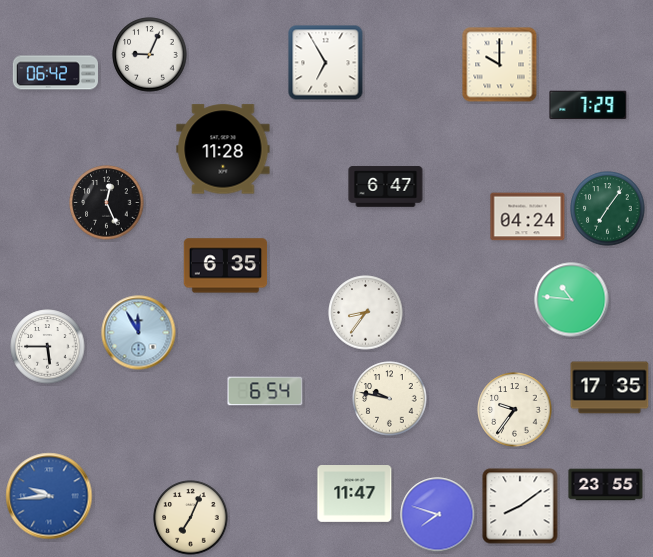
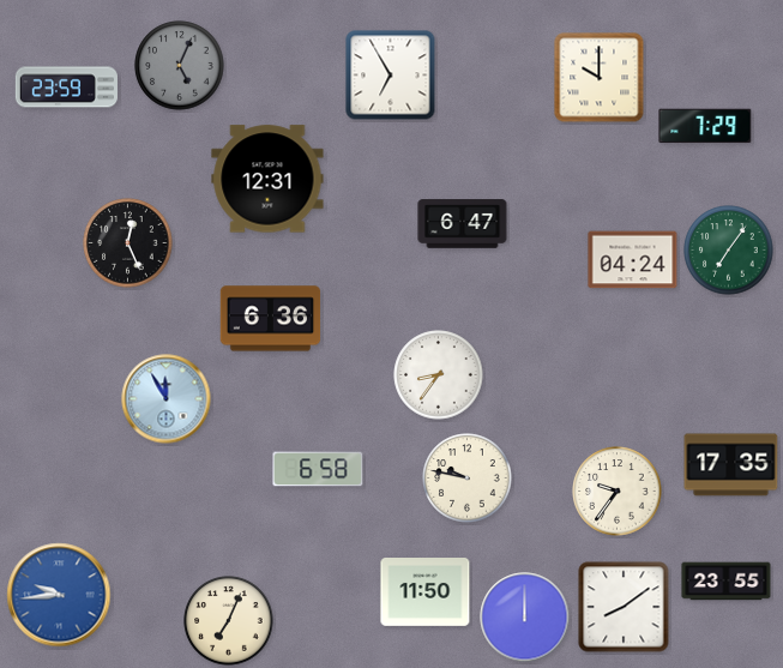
clock at (150, 55): 9:04 -> 5:04
clock at (150, 55) dial: white -> grey
clock at (55, 73): 06:42 -> 23:59
clock at (223, 149): 11:28 -> 12:31
clock at (226, 266): 6:35 -> 6:36
clock at (572, 300): 10:46 -> none
clock at (48, 347): 5:45 -> none
clock at (265, 391): 6:54 -> 6:58
clock at (355, 494): 11:47 -> 11:50
clock at (438, 515): 7:48 -> 12:00
